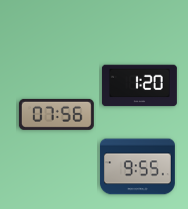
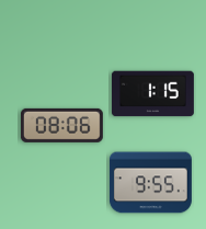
clock at (139, 86): 1:20 -> 1:15
clock at (56, 114): 07:56 -> 08:06
